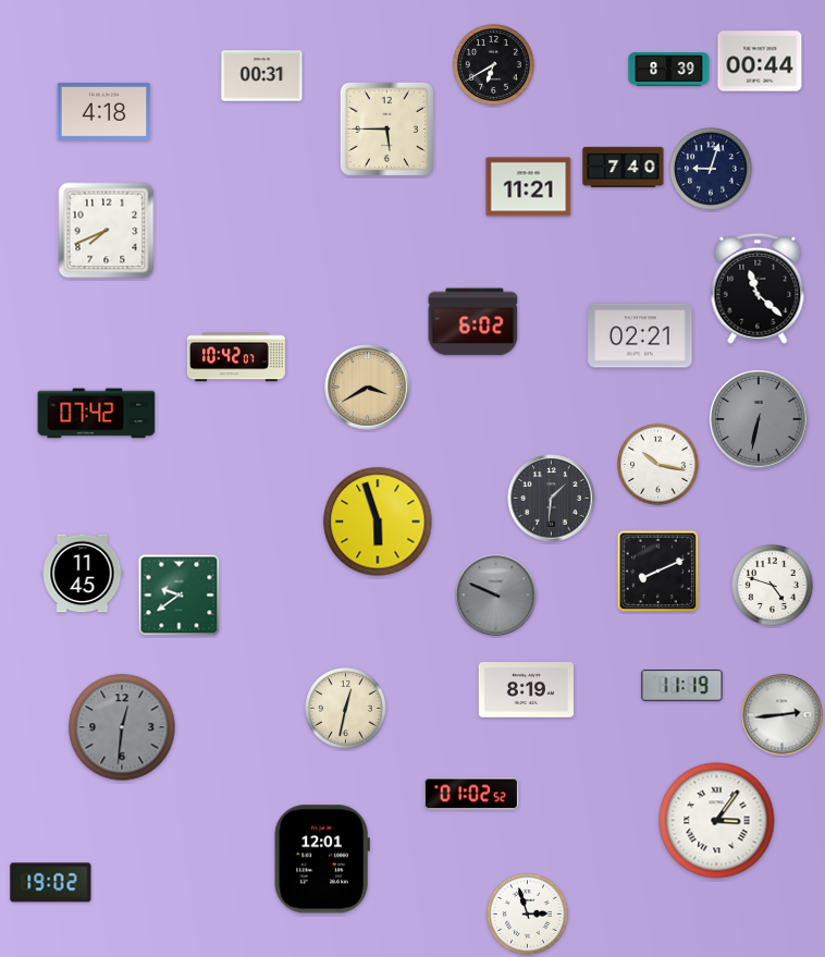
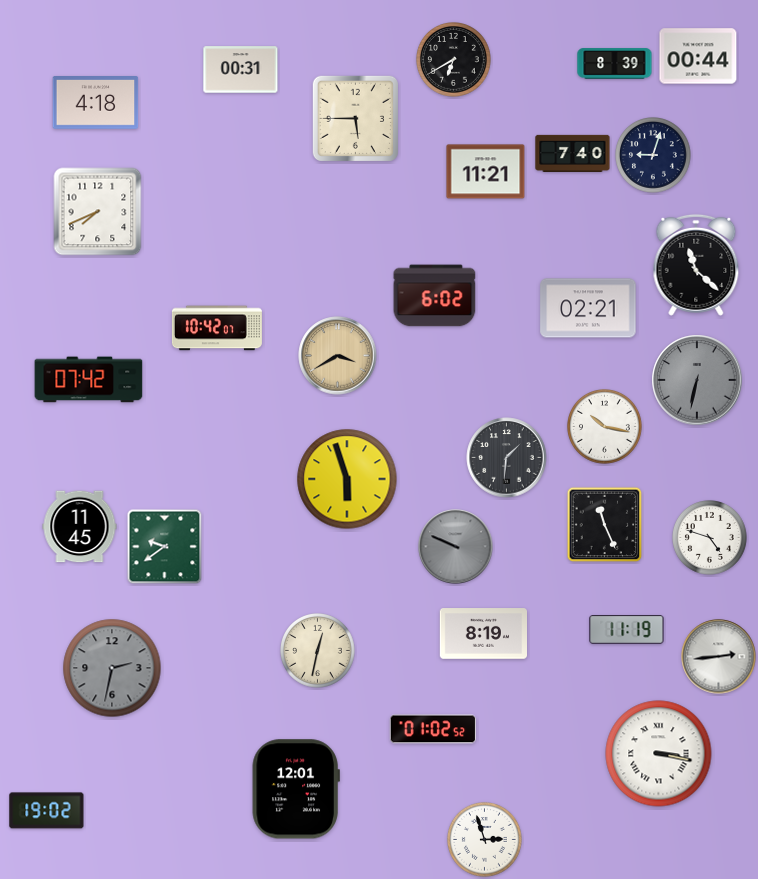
clock at (759, 419) position: (759, 419) -> (697, 380)
clock at (658, 572): 8:11 -> 11:26
clock at (83, 574) position: (83, 574) -> (80, 527)
clock at (122, 727): 12:31 -> 2:32
clock at (717, 821): 3:06 -> 3:17
